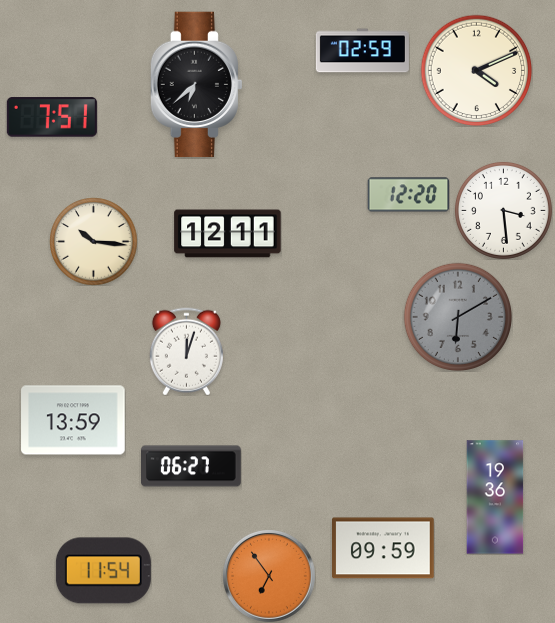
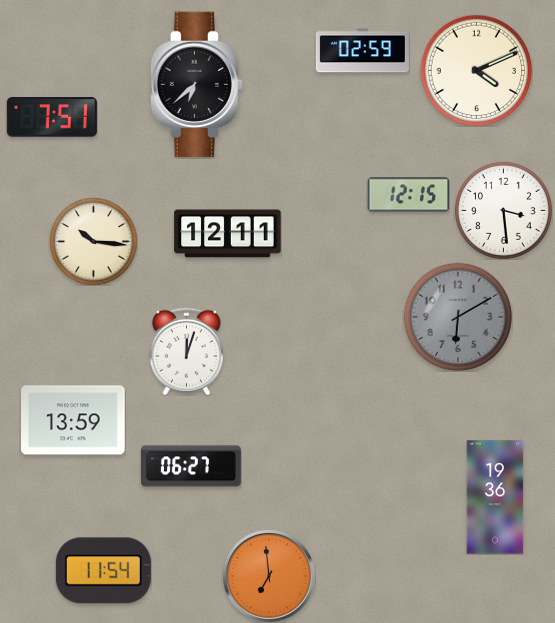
clock at (408, 195): 12:20 -> 12:15
clock at (384, 548): 09:59 -> none
clock at (269, 576): 6:54 -> 6:59
